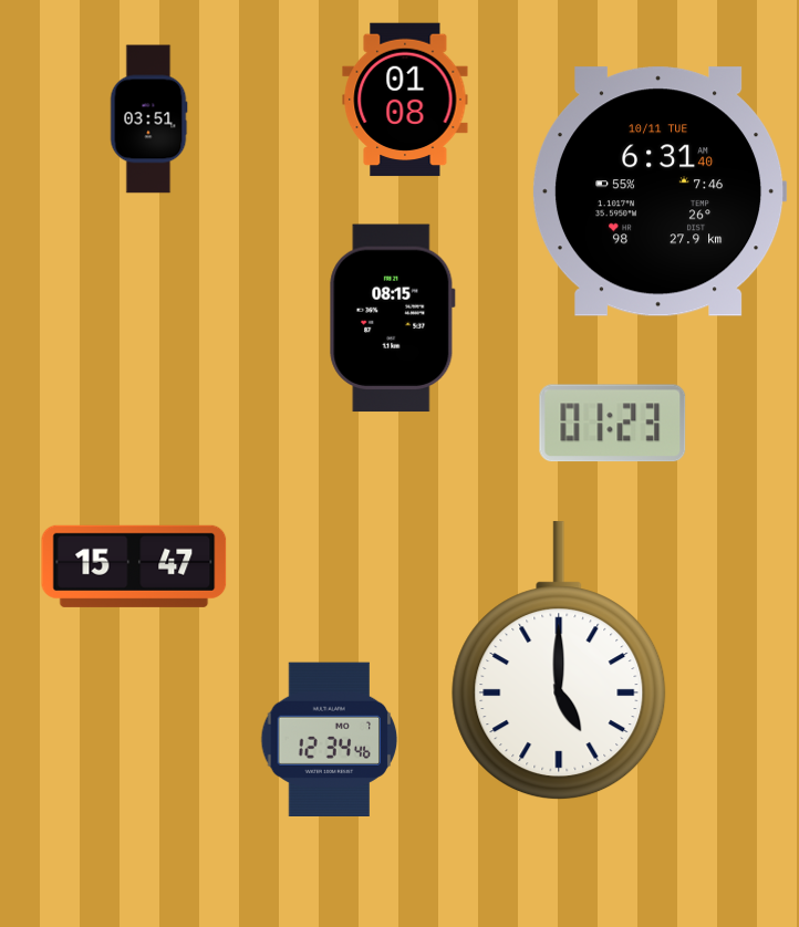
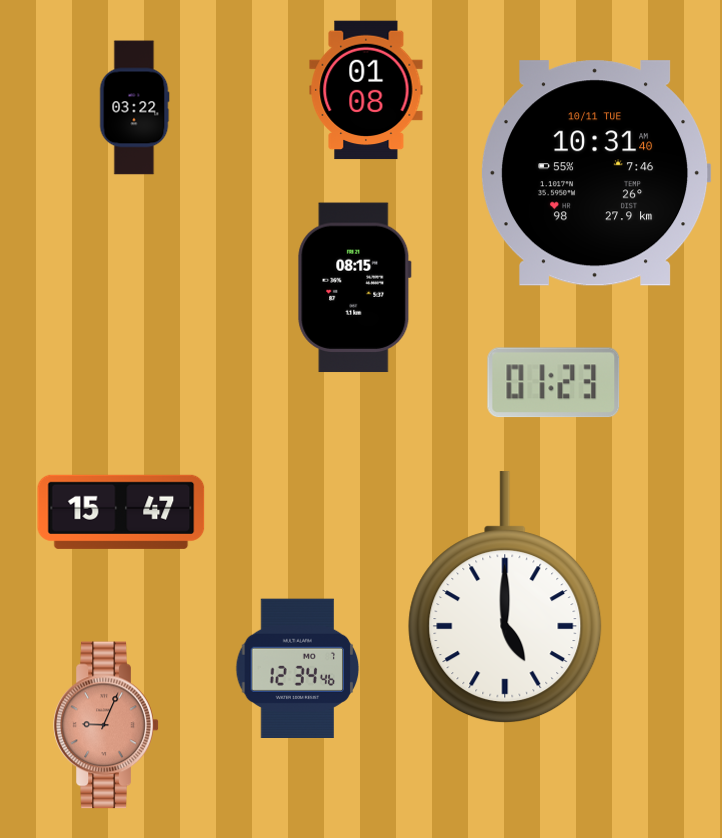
clock at (148, 119): 03:51 -> 03:22
clock at (660, 191): 6:31 -> 10:31
clock at (106, 725): none -> 9:04
